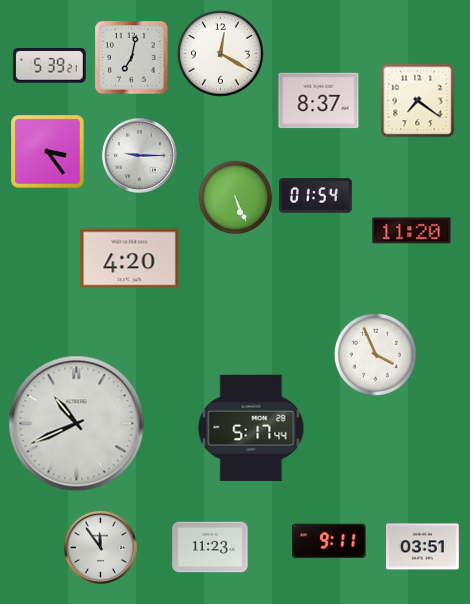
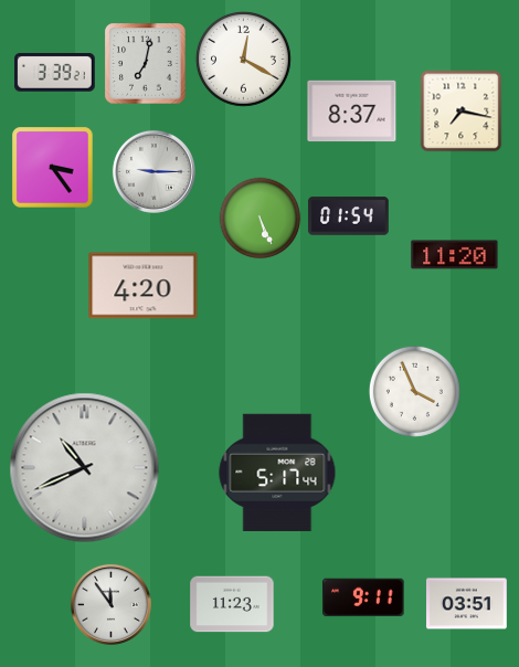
clock at (50, 66): 5:39 -> 3:39
clock at (418, 101): 7:21 -> 7:17
